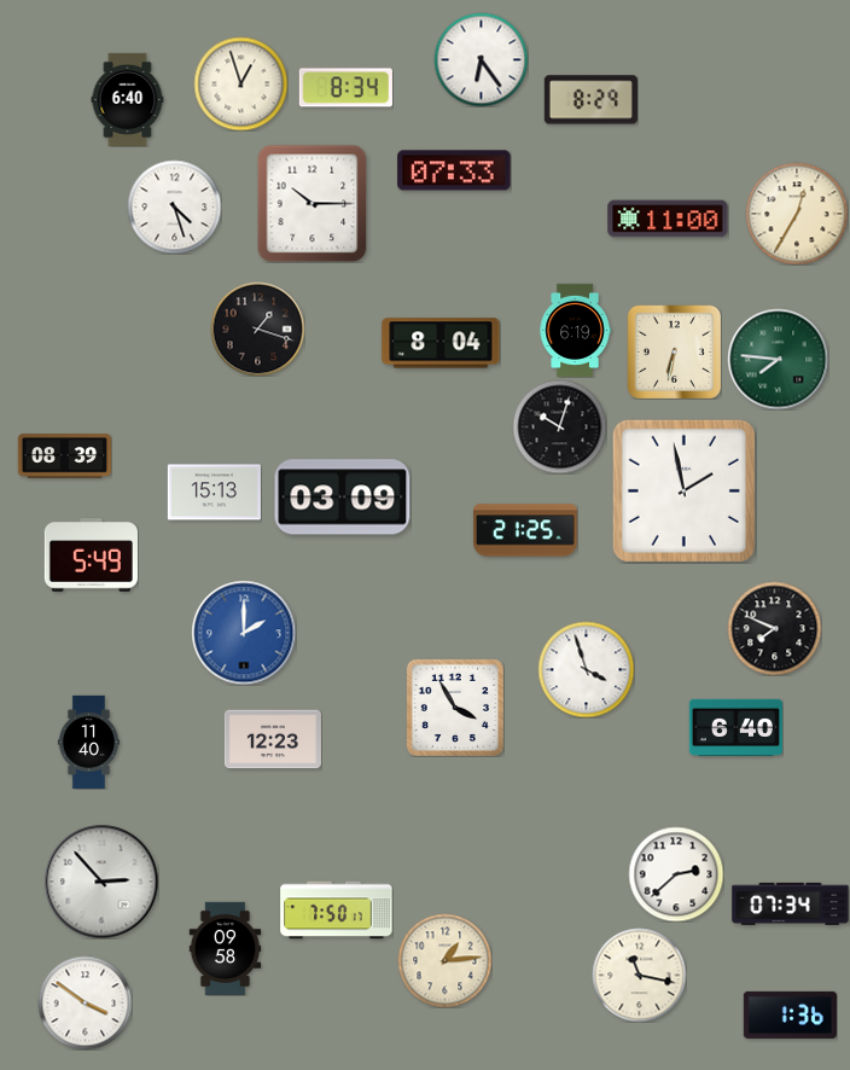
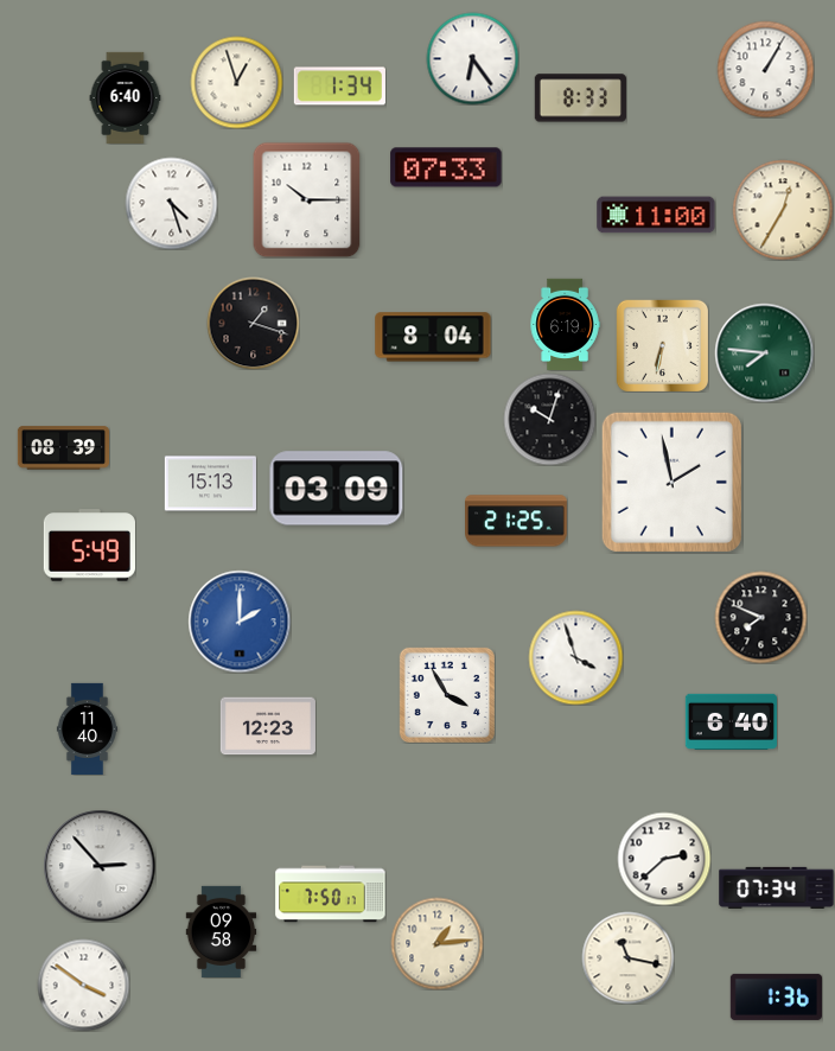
clock at (765, 69): none -> 1:05
clock at (345, 88): 8:34 -> 1:34
clock at (590, 100): 8:29 -> 8:33
clock at (735, 727) position: (735, 727) -> (731, 721)
